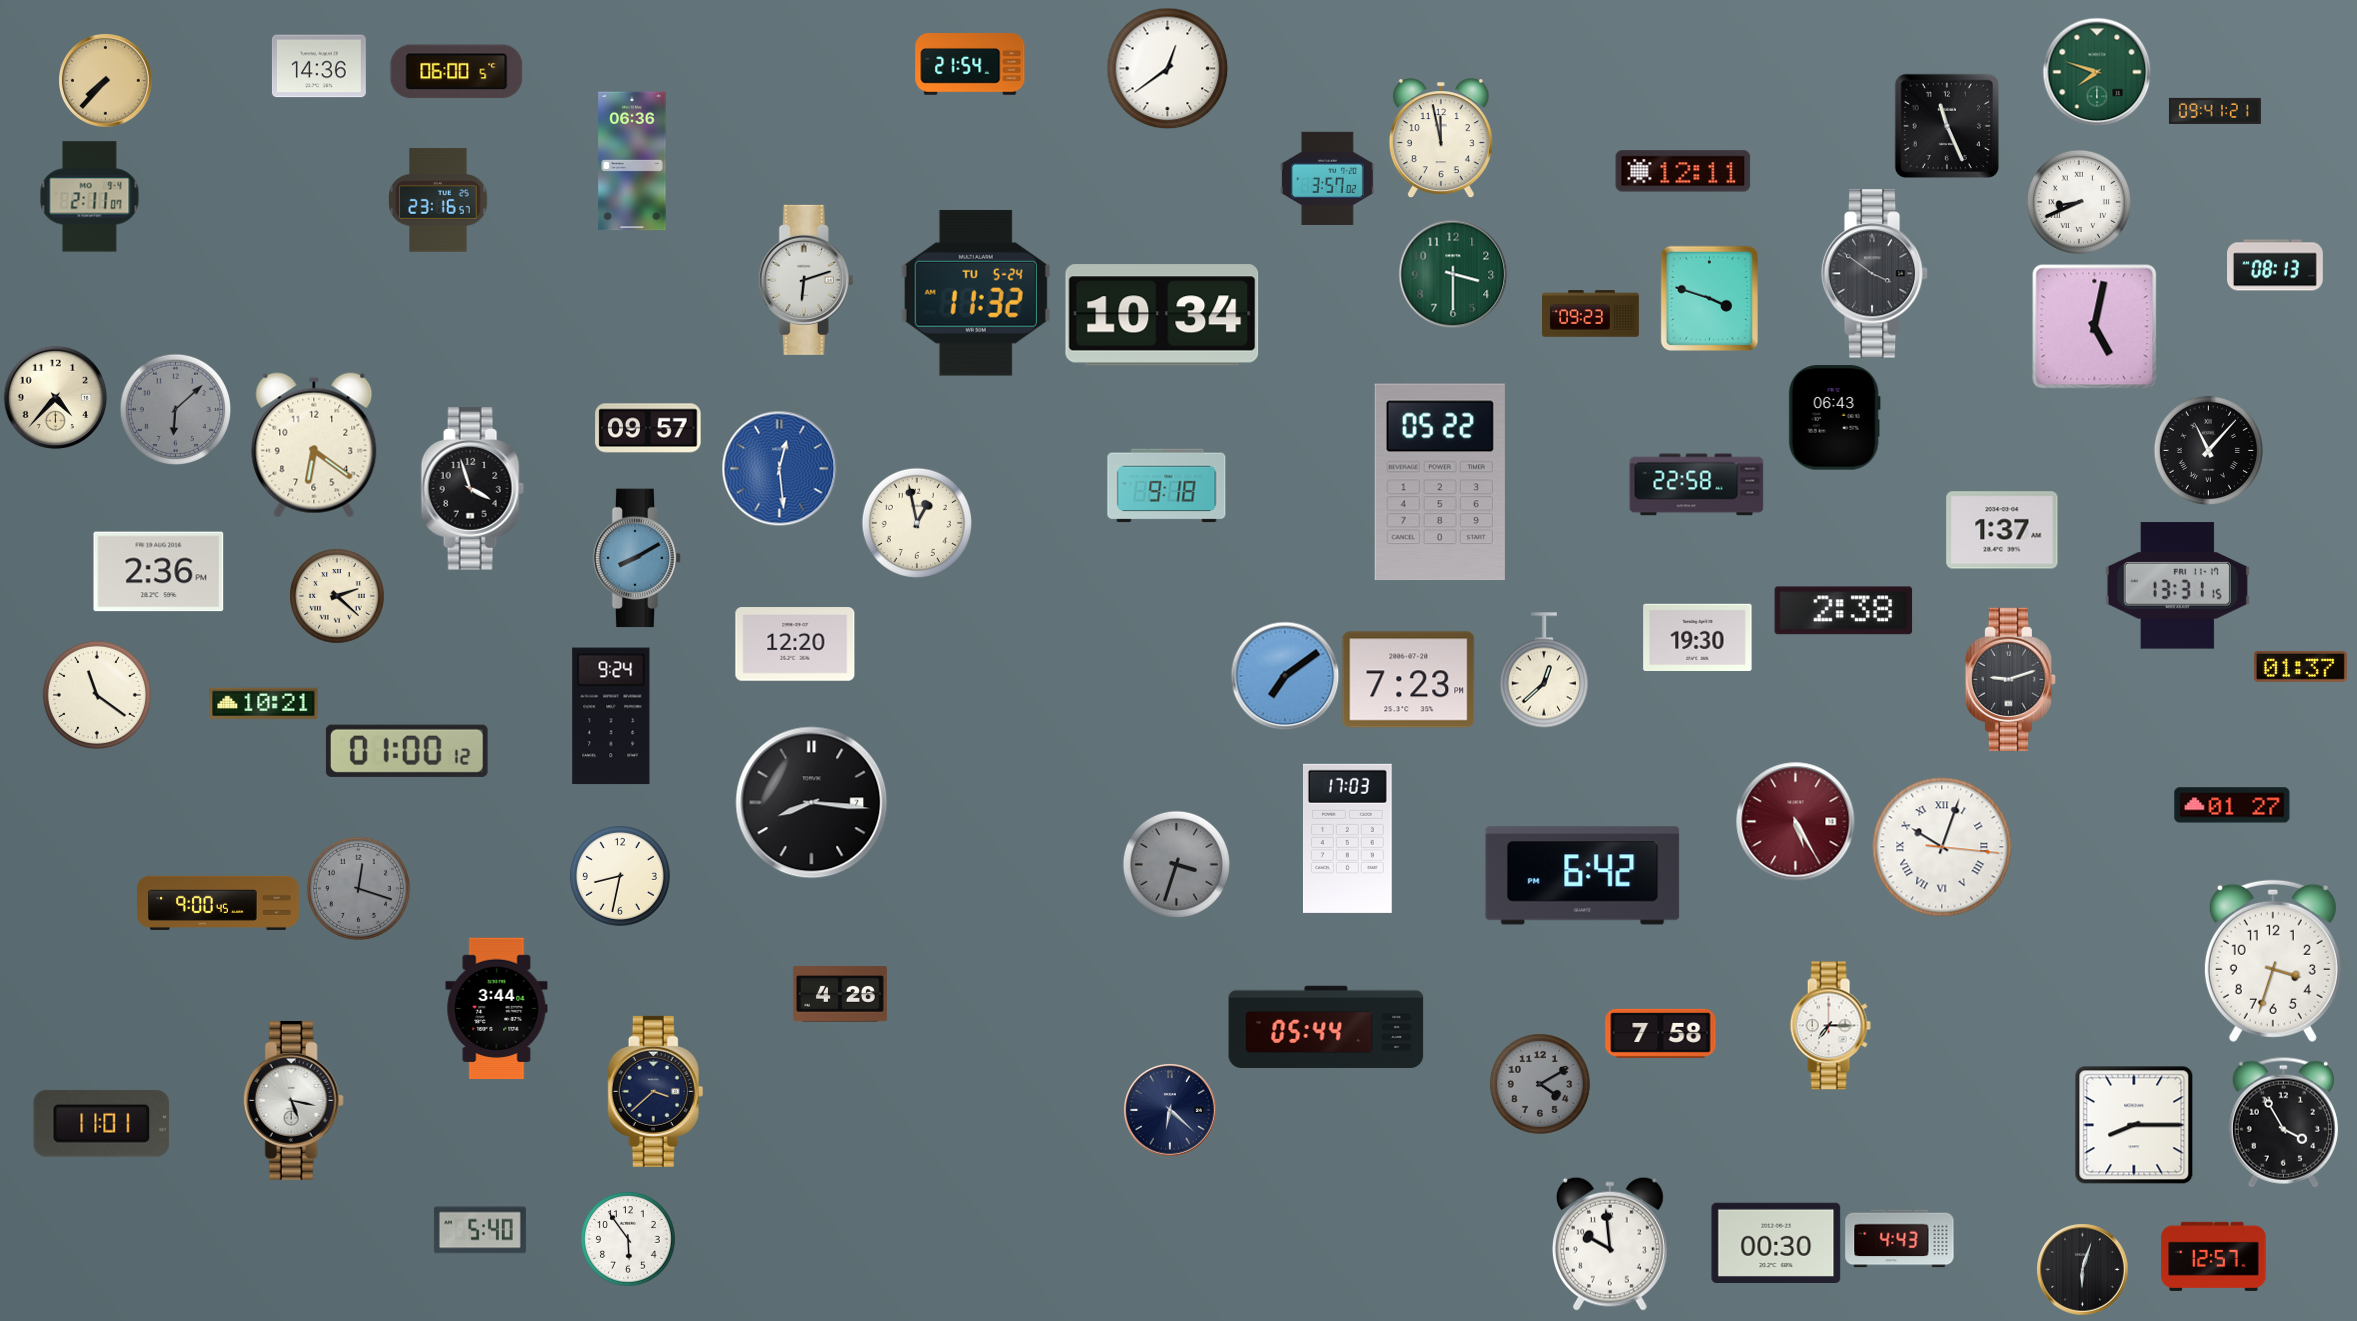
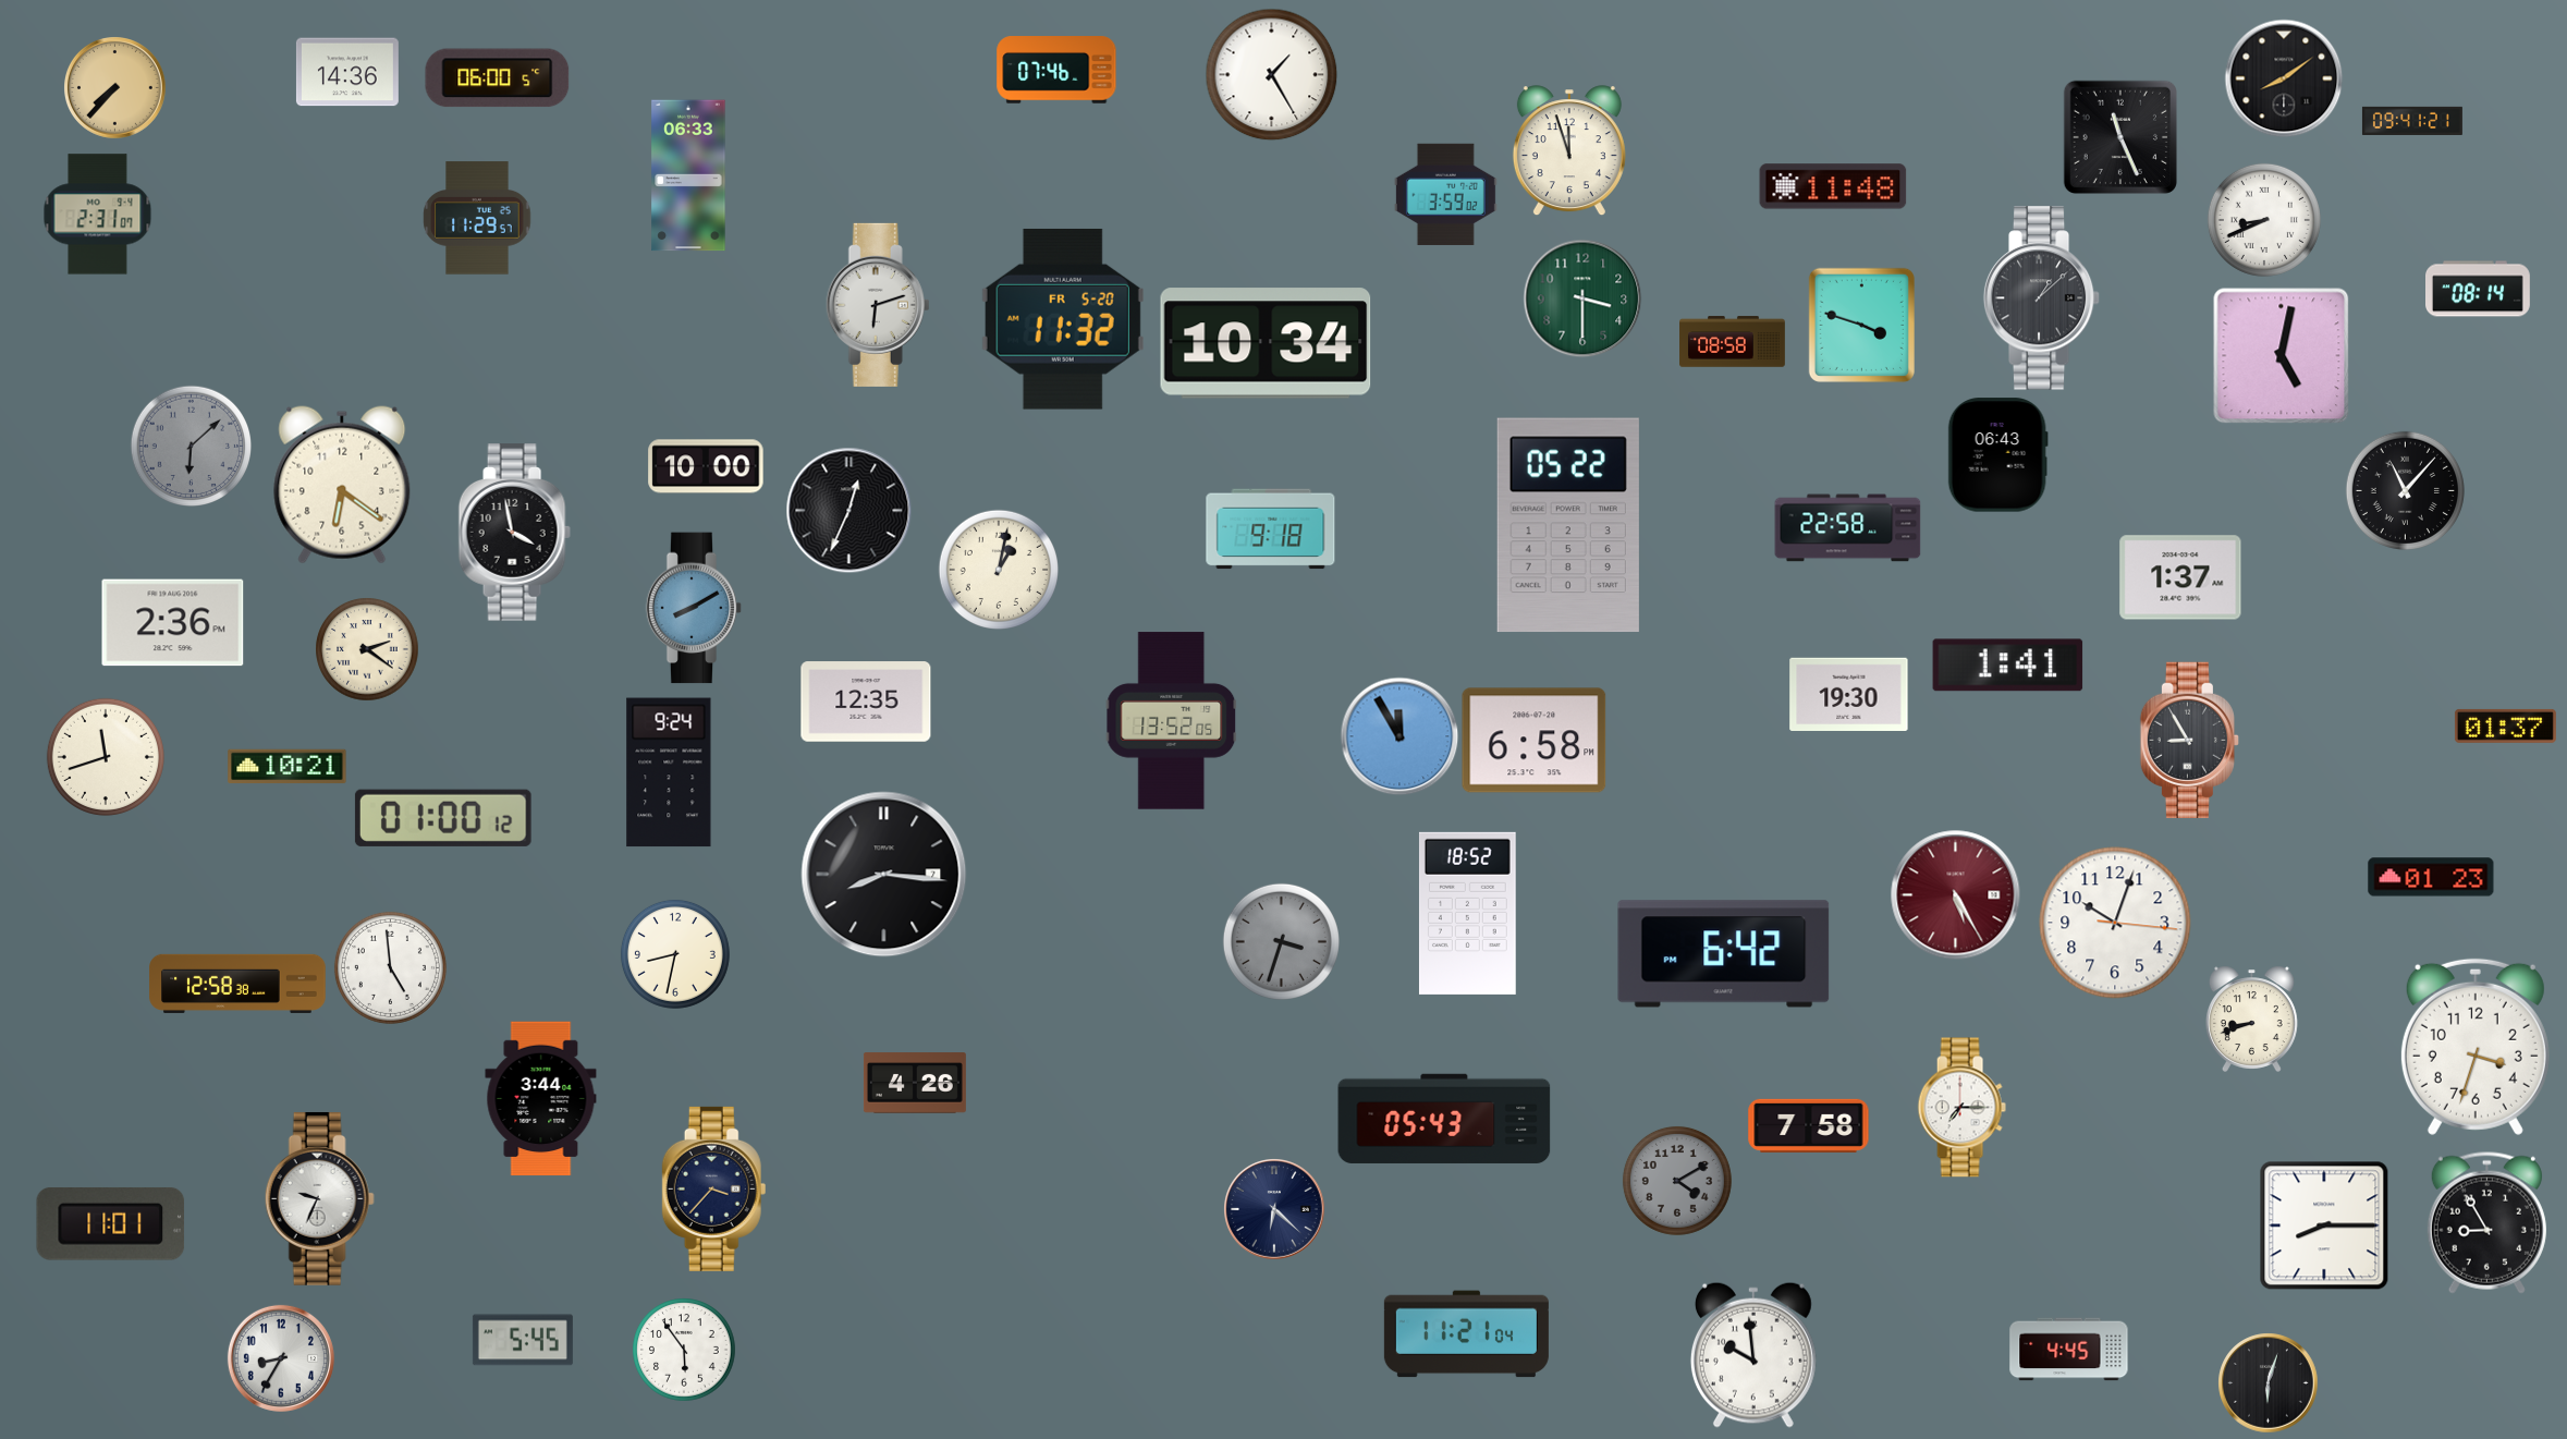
clock at (970, 64): 21:54 -> 07:46
clock at (1167, 68): 12:39 -> 1:25
clock at (2097, 72): 7:48 -> 8:09
clock at (2097, 72) dial: green -> black
clock at (1441, 138): 11:58 -> 11:57
clock at (632, 161): 06:36 -> 06:33
clock at (1683, 171): 12:11 -> 11:48
clock at (1327, 178): 3:57 -> 3:59
clock at (90, 197): 2:11 -> 2:31
clock at (438, 200): 23:16 -> 11:29
clock at (2276, 265): 08:13 -> 08:14
clock at (1875, 274): 3:51 -> 1:08
clock at (976, 293) date: TU 5-24 -> FR 5-20
clock at (1591, 314): 09:23 -> 08:58
clock at (55, 397): 4:37 -> none
clock at (648, 428): 09:57 -> 10:00
clock at (779, 468): 12:29 -> 12:34
clock at (779, 468) dial: blue -> black
clock at (472, 489): 3:57 -> 3:58
clock at (917, 523): 12:58 -> 1:02
clock at (2177, 586): 13:31 -> none
clock at (337, 596): 2:22 -> 2:21
clock at (1844, 611): 2:38 -> 1:41
clock at (795, 644): 12:20 -> 12:35
clock at (1172, 721): none -> 13:52
clock at (1544, 670): 12:38 -> none
clock at (1285, 676): 7:09 -> 11:55
clock at (2010, 679): 9:12 -> 8:55
clock at (1409, 680): 7:23 -> 6:58
clock at (97, 695): 11:21 -> 11:42
clock at (611, 716) position: (611, 716) -> (669, 772)
clock at (2232, 805): 01:27 -> 01:23
clock at (1347, 838): 17:03 -> 18:52
clock at (1942, 847) numerals: Roman -> Arabic
clock at (358, 888): 12:18 -> 4:59
clock at (358, 888) dial: grey -> white
clock at (218, 903): 9:00 -> 12:58
clock at (2251, 1019): none -> 8:42
clock at (1830, 1026) position: (1830, 1026) -> (1961, 1108)
clock at (1326, 1027): 05:44 -> 05:43
clock at (656, 1091): 3:38 -> 3:37
clock at (293, 1100): 5:17 -> 9:34
clock at (2283, 1122): 3:55 -> 8:55
clock at (1466, 1334): none -> 11:21
clock at (480, 1230): 5:40 -> 5:45
clock at (1900, 1239): 4:43 -> 4:45
clock at (1776, 1242): 00:30 -> none
clock at (281, 1358): none -> 8:35
clock at (2214, 1256): 12:57 -> none
